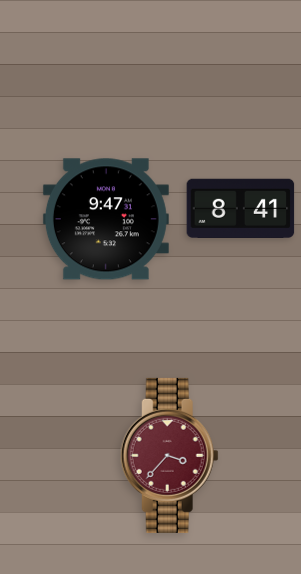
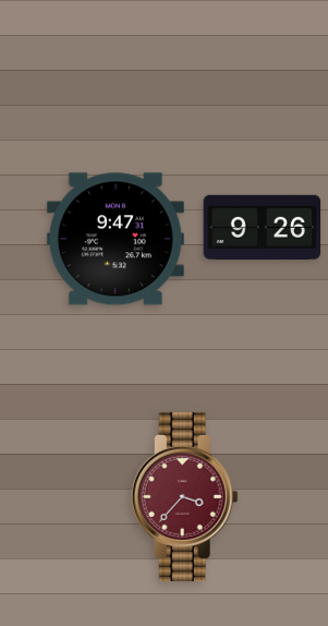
clock at (241, 208): 8:41 -> 9:26
